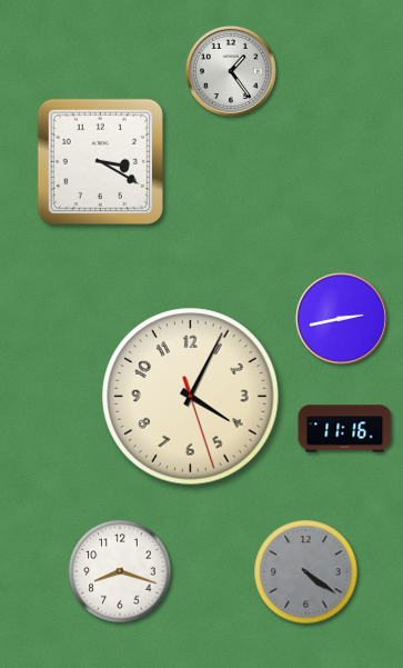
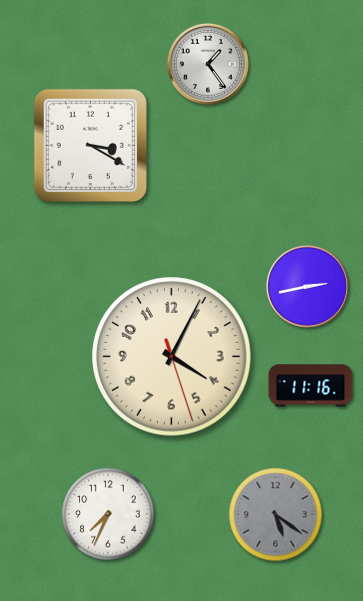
clock at (120, 571): 8:18 -> 7:34
clock at (306, 572): 4:21 -> 5:21
